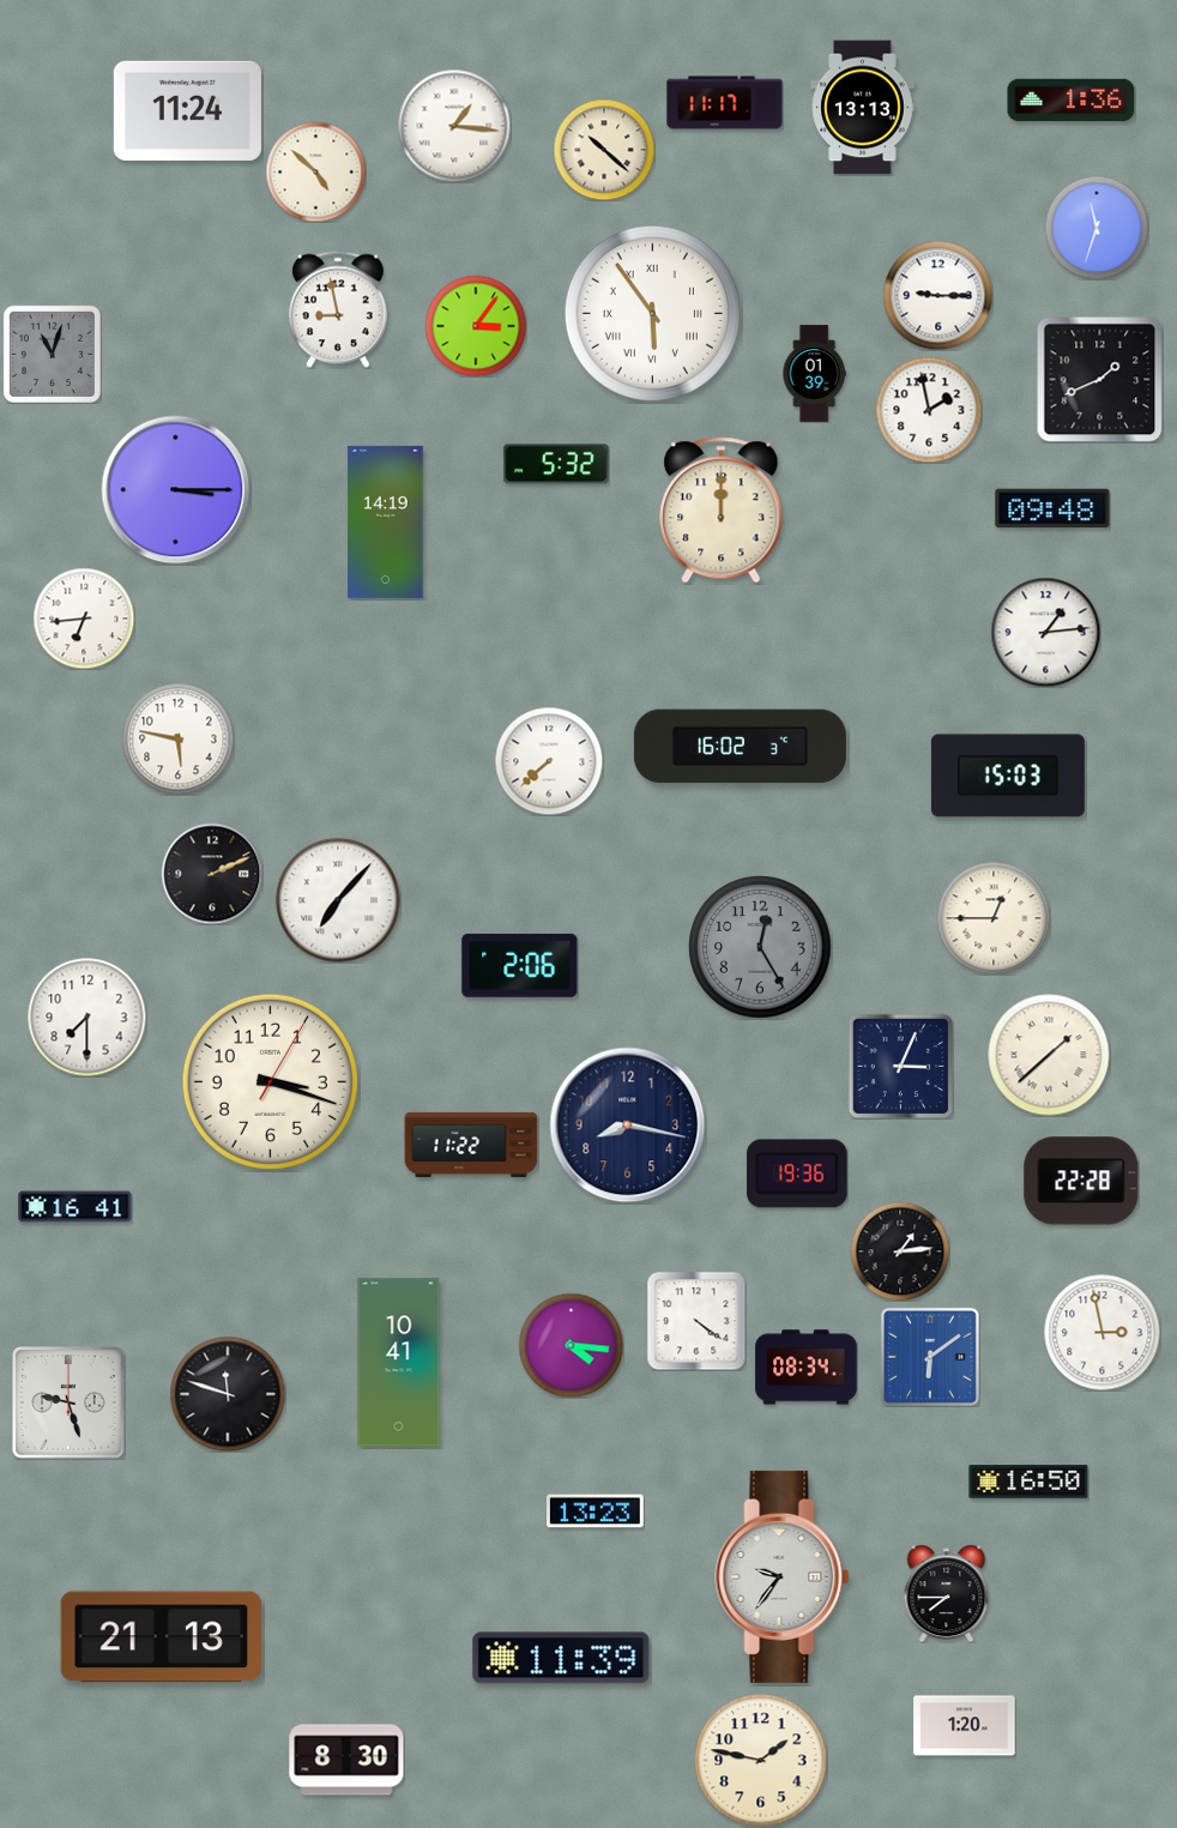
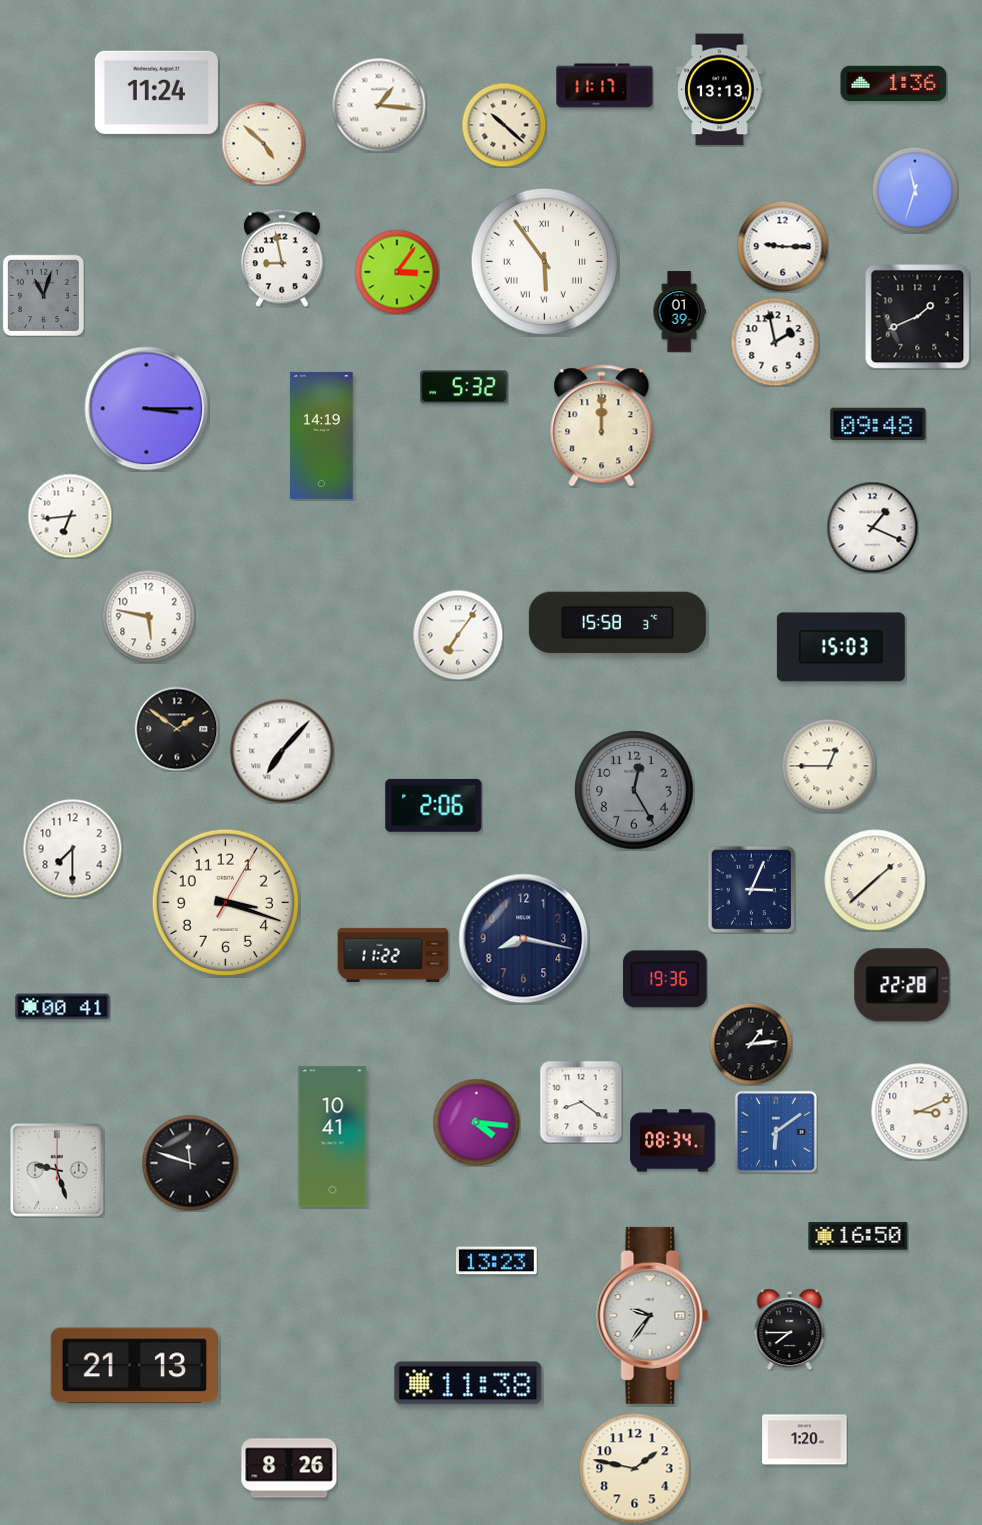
clock at (1045, 632): 1:14 -> 1:19
clock at (740, 747): 16:02 -> 15:58
clock at (549, 761): 7:38 -> 7:06
clock at (212, 874): 2:11 -> 1:51
clock at (76, 1207): 16:41 -> 00:41
clock at (696, 1321): 4:21 -> 8:21
clock at (1101, 1332): 2:58 -> 3:11
clock at (561, 1658): 11:39 -> 11:38
clock at (346, 1760): 8:30 -> 8:26
